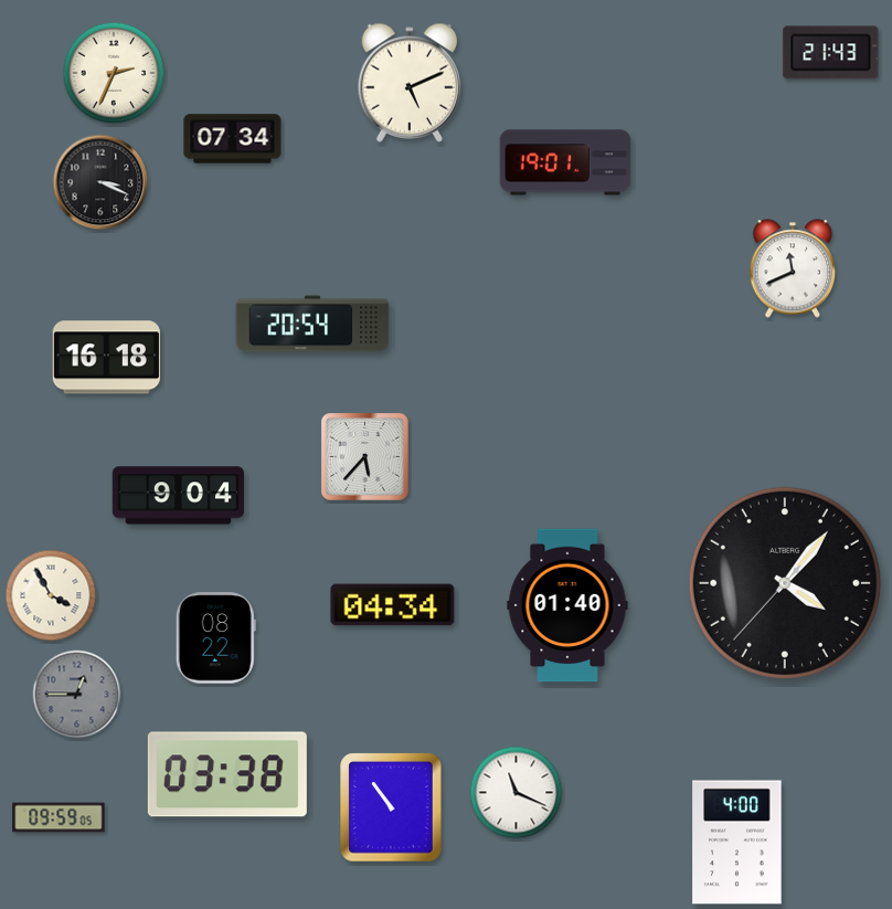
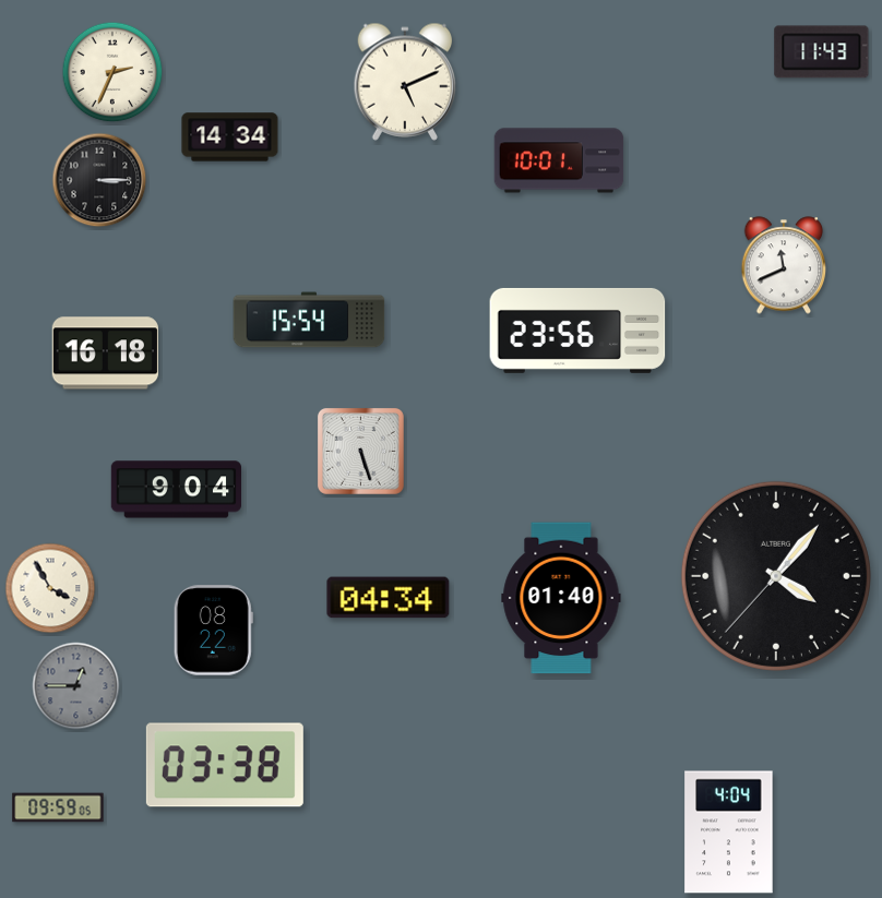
clock at (831, 53): 21:43 -> 11:43
clock at (233, 139): 07:34 -> 14:34
clock at (565, 162): 19:01 -> 10:01
clock at (100, 182): 3:19 -> 3:15
clock at (312, 324): 20:54 -> 15:54
clock at (577, 331): none -> 23:56
clock at (364, 456): 5:37 -> 5:27
clock at (517, 793): 11:19 -> none
clock at (391, 807): 10:54 -> none
clock at (737, 843): 4:00 -> 4:04
